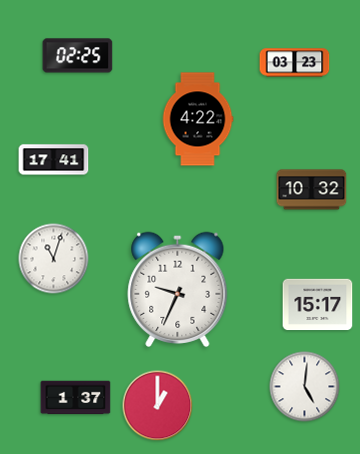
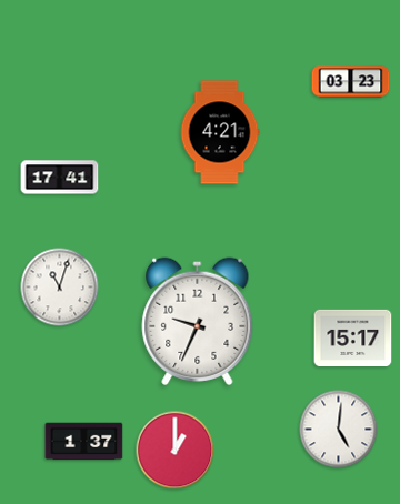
clock at (78, 56): 02:25 -> none
clock at (295, 63) position: (295, 63) -> (351, 82)
clock at (198, 119): 4:22 -> 4:21
clock at (312, 190): 10:32 -> none
